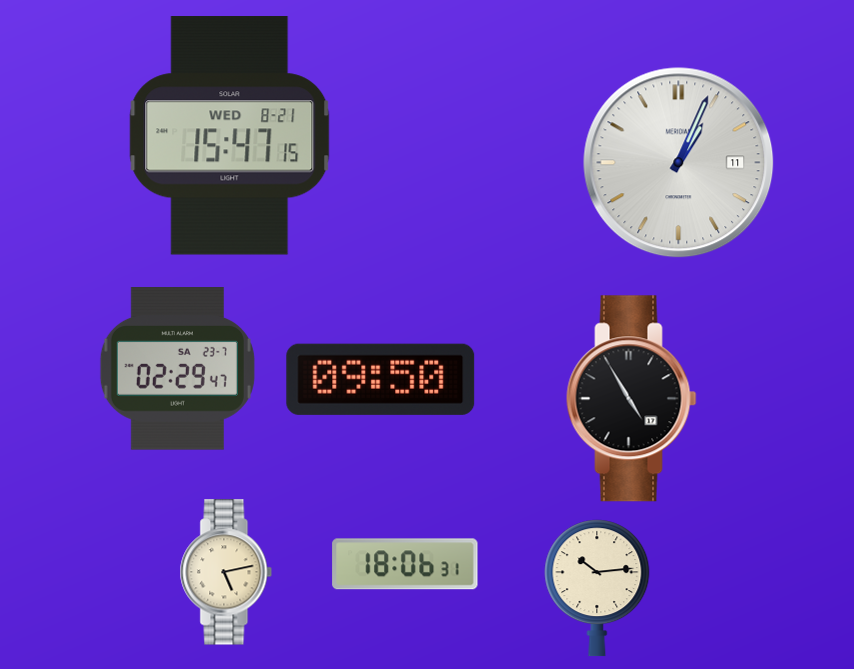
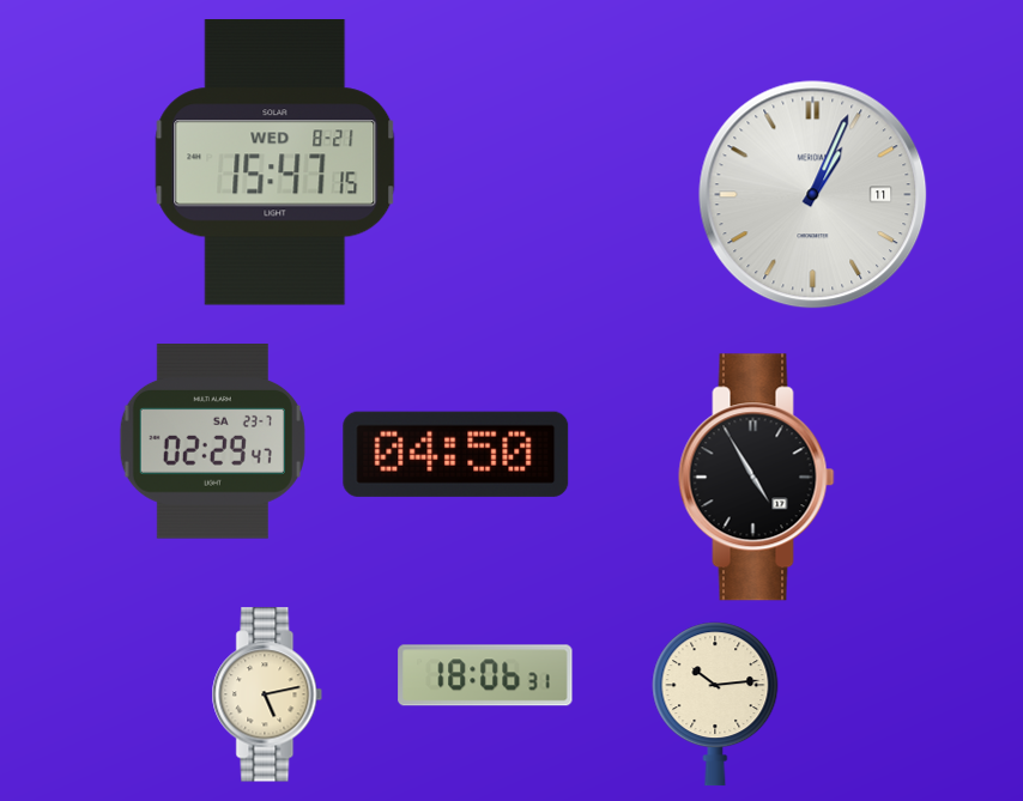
clock at (381, 379): 09:50 -> 04:50
clock at (226, 572) position: (226, 572) -> (267, 694)
